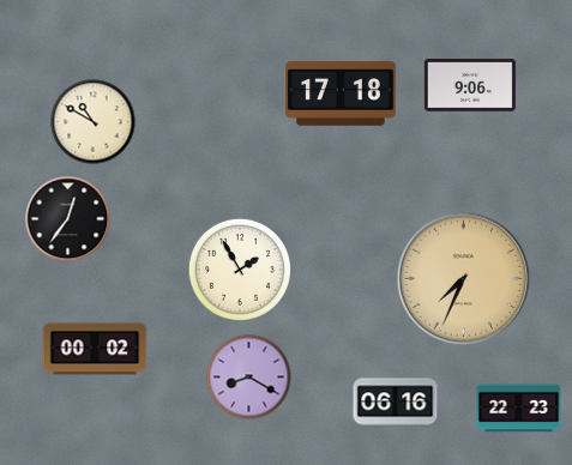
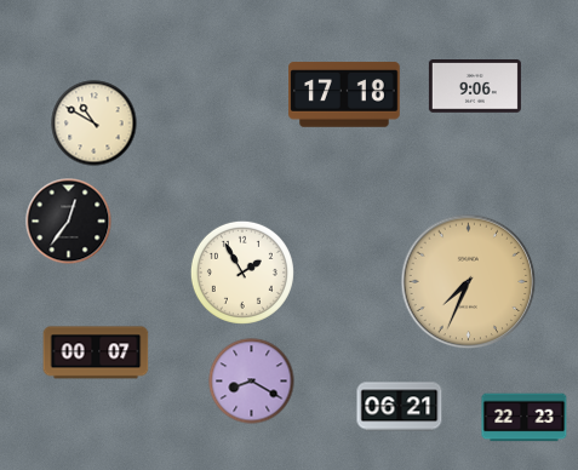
clock at (95, 349): 00:02 -> 00:07
clock at (396, 403): 06:16 -> 06:21
clock at (519, 409) position: (519, 409) -> (525, 418)
